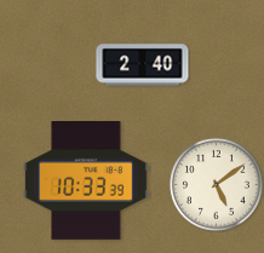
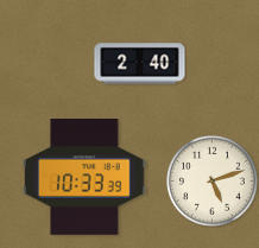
clock at (216, 184): 5:09 -> 5:12
